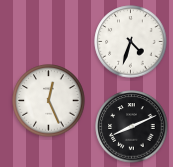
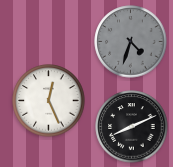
clock at (131, 42) dial: white -> grey
